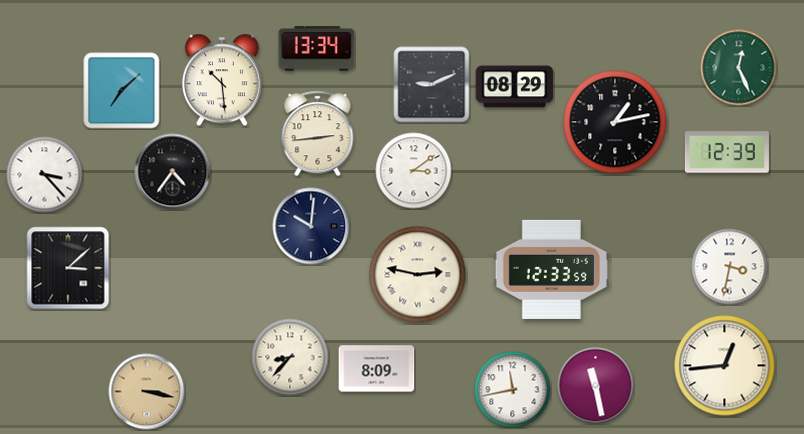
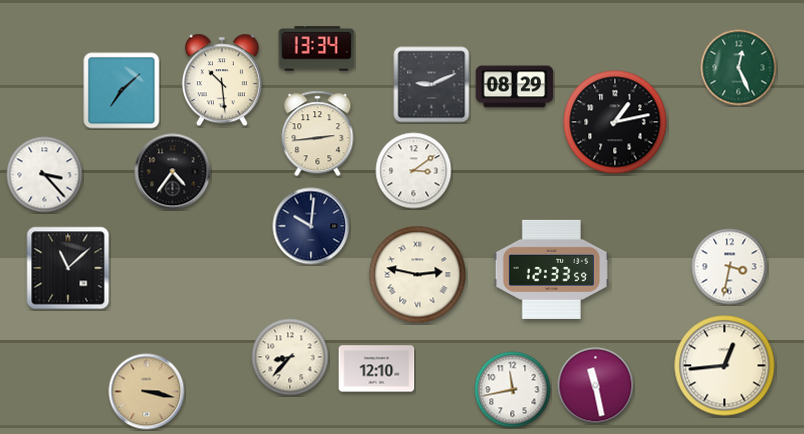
clock at (727, 152): 12:39 -> none
clock at (68, 268): 3:08 -> 11:08
clock at (377, 369): 8:09 -> 12:10
